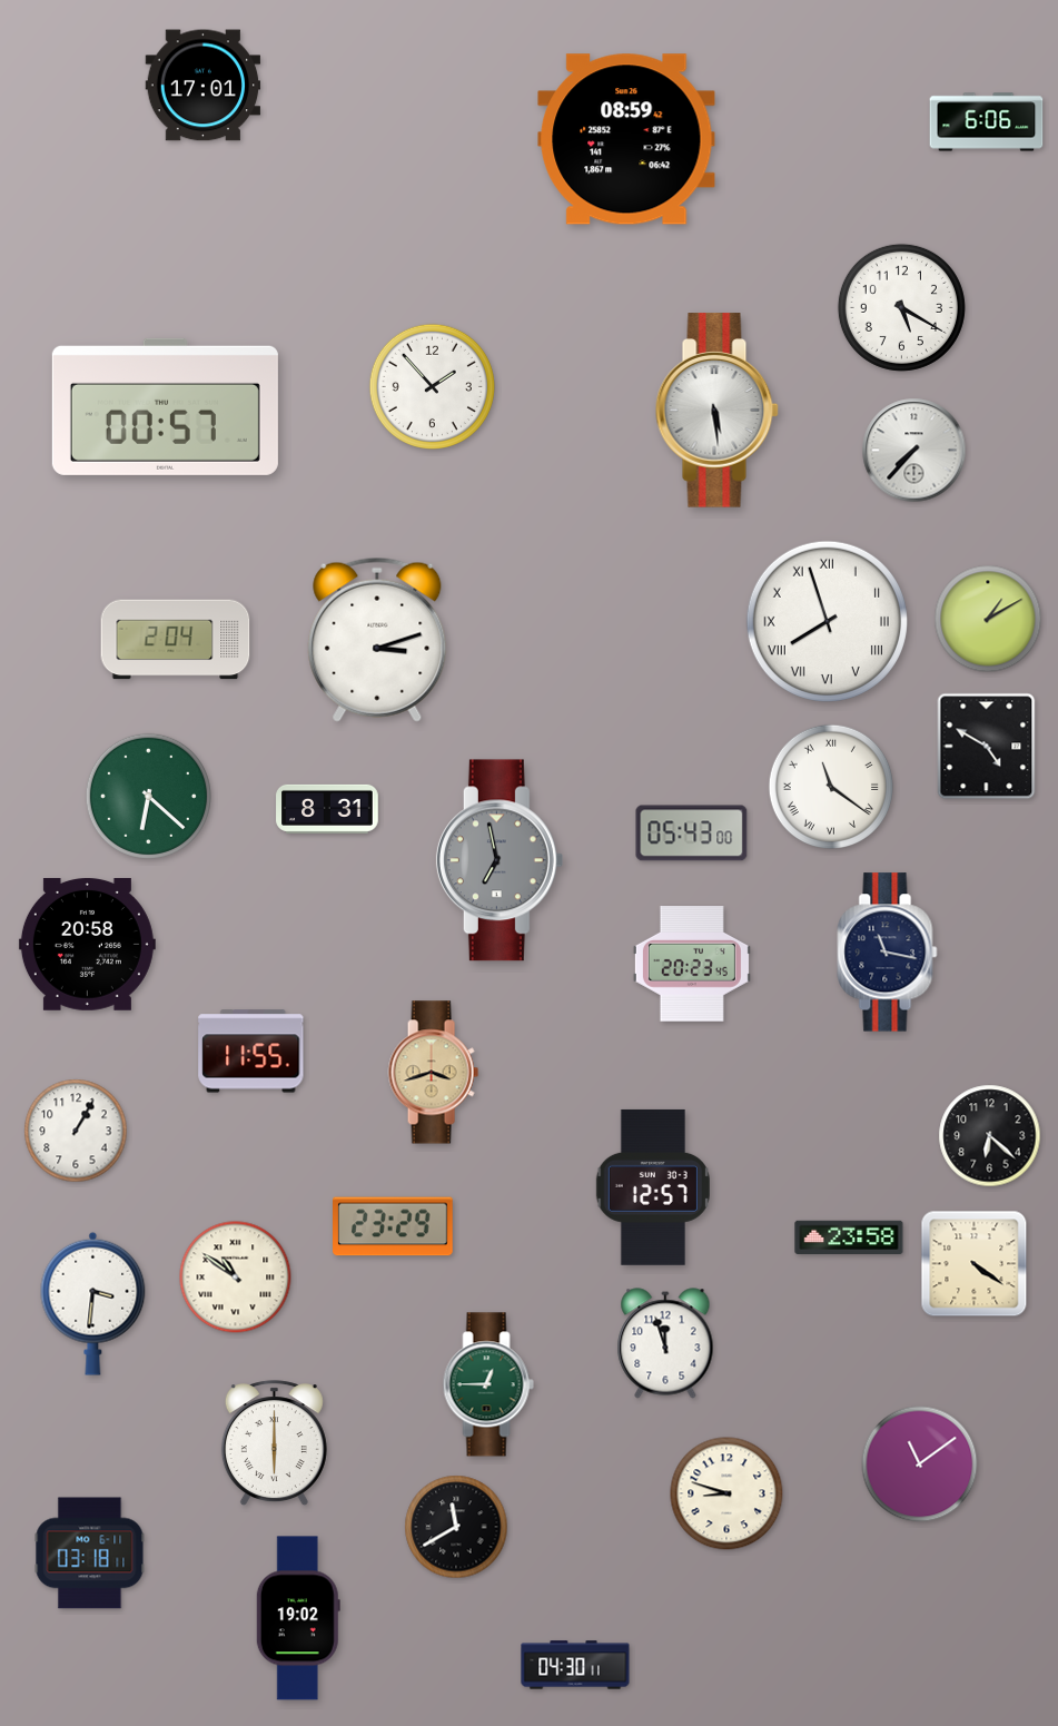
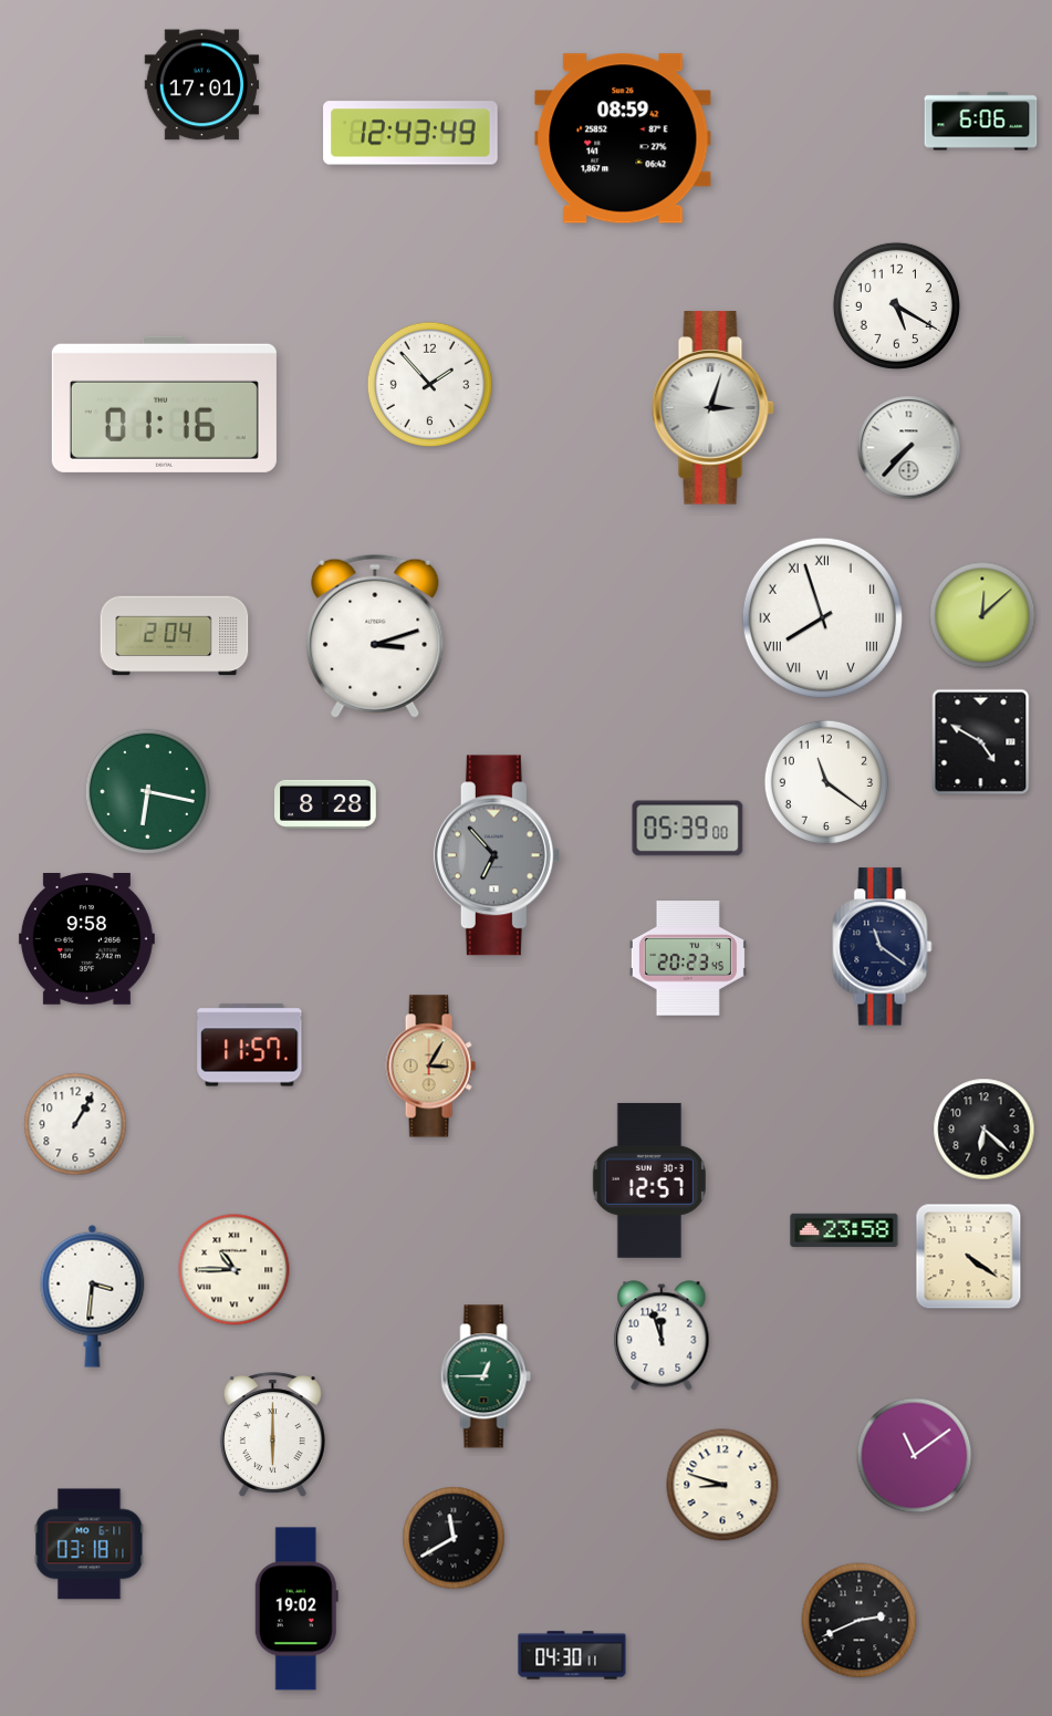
clock at (410, 133): none -> 12:43
clock at (165, 406): 00:57 -> 01:16
clock at (716, 411): 5:29 -> 3:03
clock at (988, 619): 1:10 -> 12:08
clock at (830, 786) numerals: Roman -> Arabic
clock at (148, 796): 6:22 -> 6:17
clock at (327, 809): 8:31 -> 8:28
clock at (692, 834): 05:43 -> 05:39
clock at (500, 860): 6:58 -> 6:53
clock at (87, 945): 20:58 -> 9:58
clock at (888, 953): 11:17 -> 11:21
clock at (251, 1052): 11:55 -> 11:57
clock at (433, 1073): 3:42 -> 3:05
clock at (394, 1226): 23:29 -> none
clock at (236, 1278): 10:51 -> 10:45
clock at (456, 1527) position: (456, 1527) -> (454, 1538)
clock at (860, 1621): none -> 2:41
